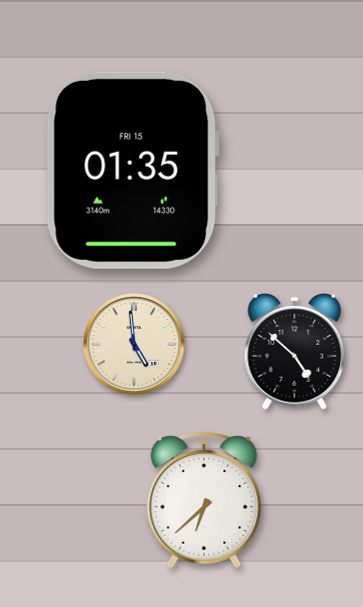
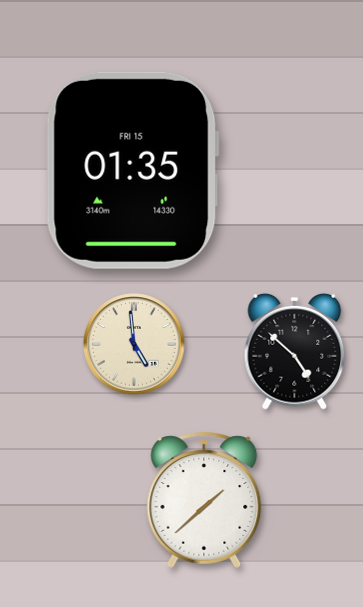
clock at (204, 500): 6:38 -> 1:38
